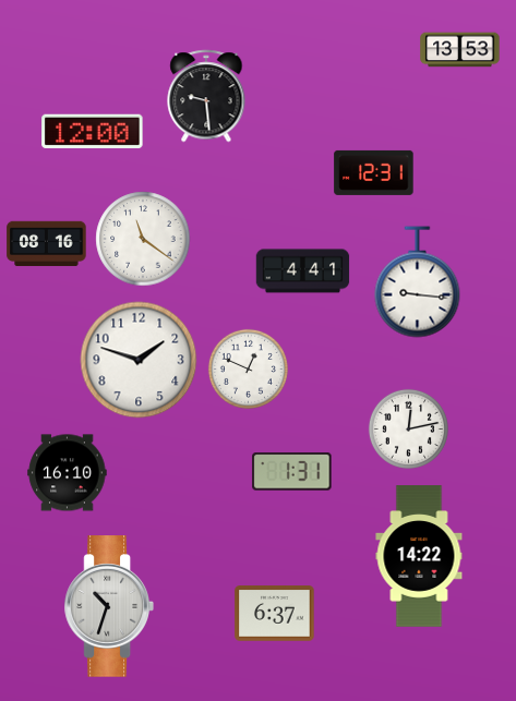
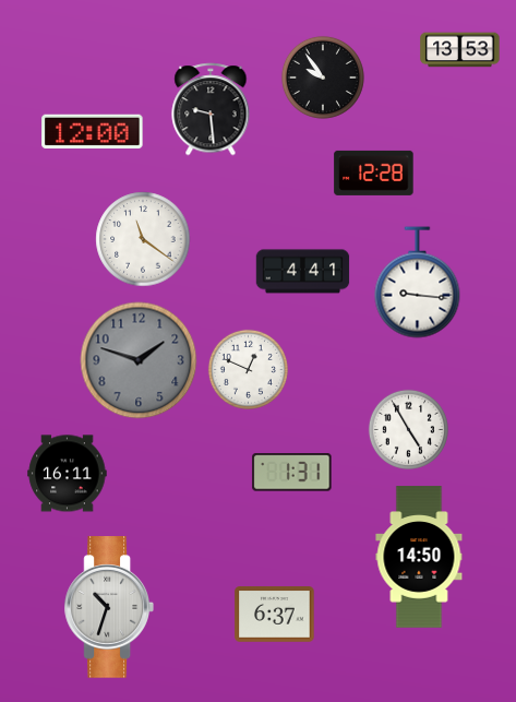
clock at (323, 78): none -> 9:54
clock at (206, 96) position: (206, 96) -> (211, 109)
clock at (374, 172): 12:31 -> 12:28
clock at (47, 244): 08:16 -> none
clock at (139, 360) dial: white -> grey
clock at (408, 428): 12:13 -> 4:55
clock at (68, 473): 16:10 -> 16:11
clock at (419, 556): 14:22 -> 14:50
